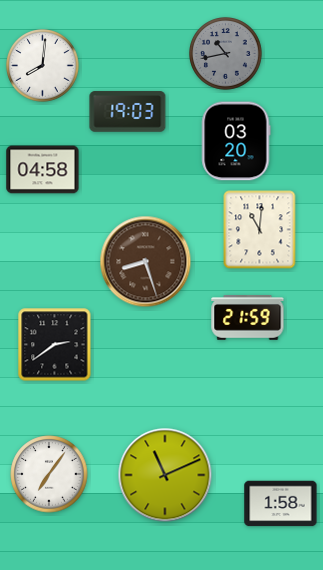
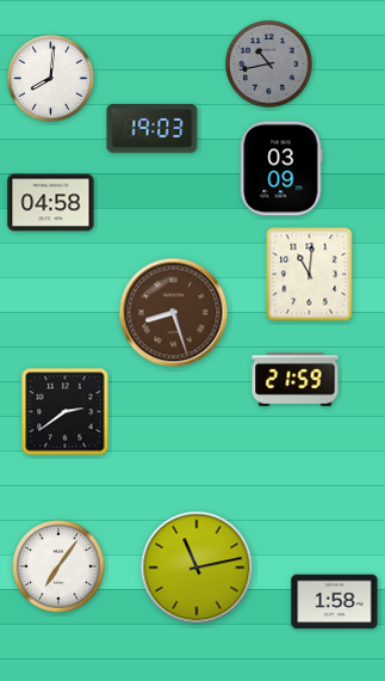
clock at (128, 112) position: (128, 112) -> (153, 129)
clock at (236, 141): 03:20 -> 03:09
clock at (165, 475): 11:11 -> 11:13
